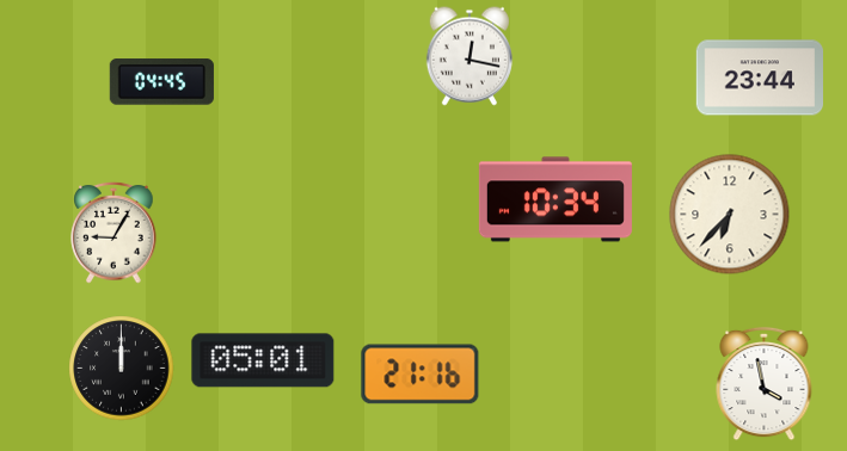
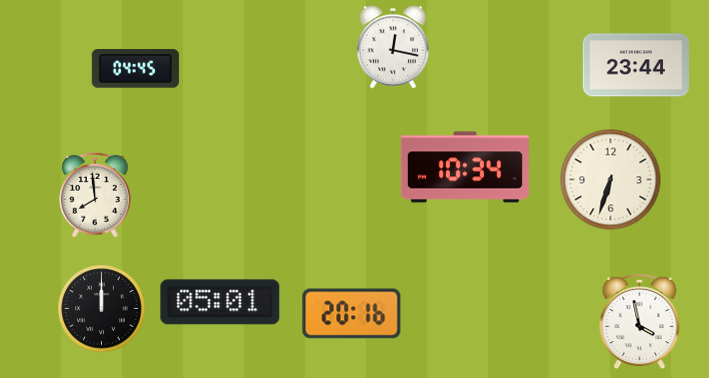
clock at (730, 215): 6:37 -> 6:33
clock at (113, 233): 9:05 -> 7:59
clock at (421, 375): 21:16 -> 20:16
